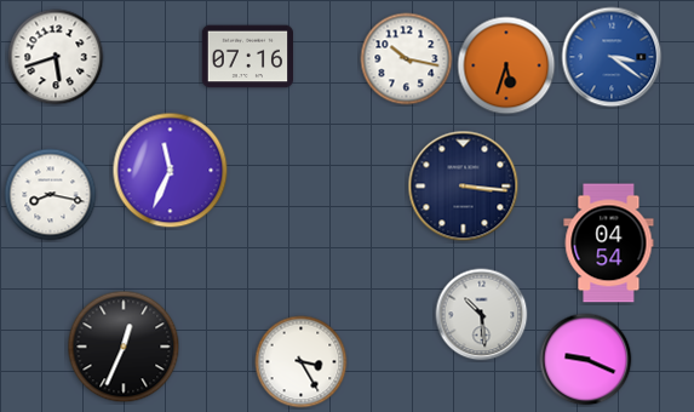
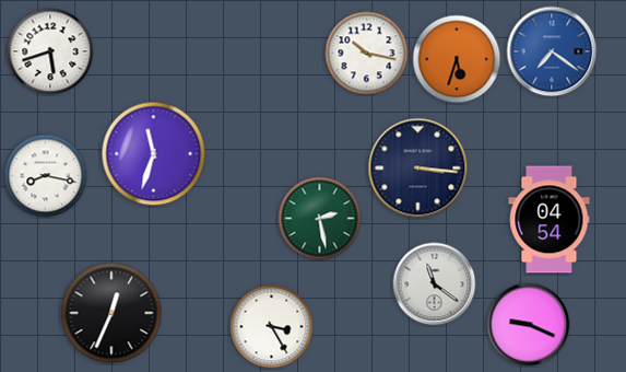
clock at (247, 57): 07:16 -> none
clock at (612, 57): 3:21 -> 7:21
clock at (171, 171): 11:34 -> 11:33
clock at (320, 219): none -> 2:28
clock at (482, 315): 10:29 -> 11:21
